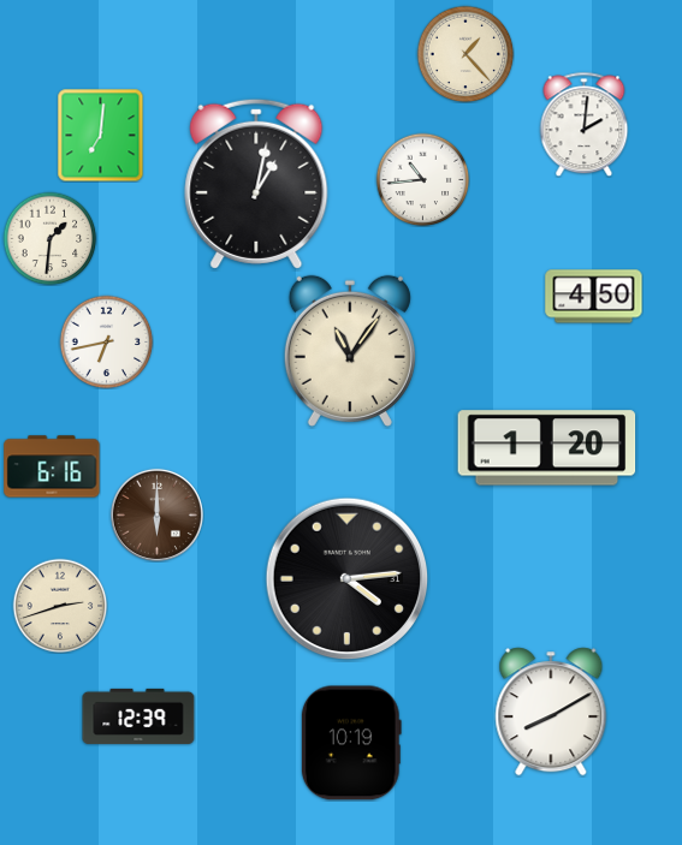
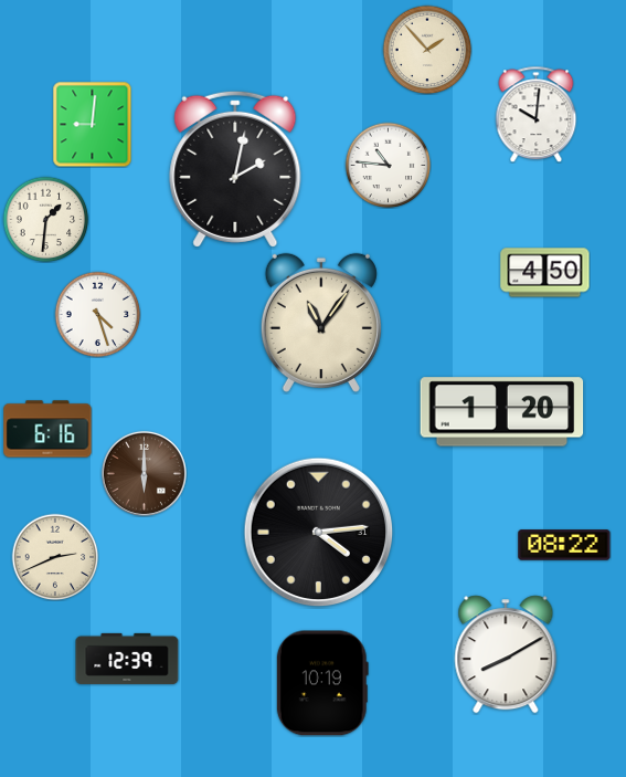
clock at (465, 54): 1:23 -> 1:53
clock at (585, 124): 2:01 -> 10:01
clock at (101, 135): 7:01 -> 9:01
clock at (422, 179): 10:44 -> 10:46
clock at (256, 184): 1:02 -> 2:02
clock at (106, 341): 6:43 -> 4:27
clock at (564, 545): none -> 08:22
clock at (60, 606): 2:42 -> 2:41
